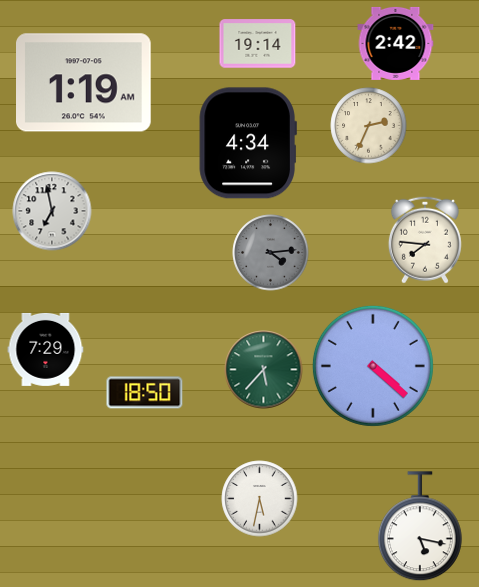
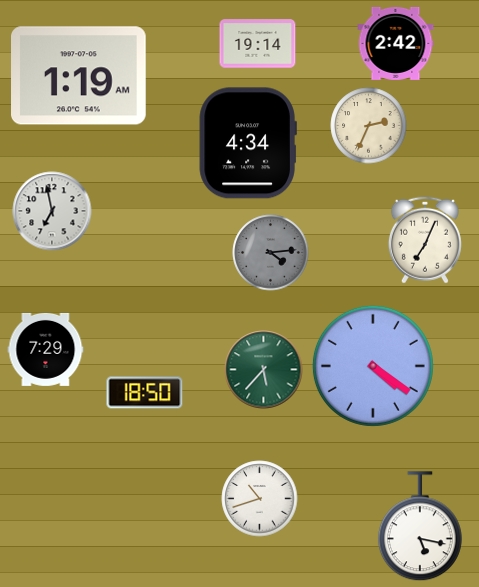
clock at (84, 83) position: (84, 83) -> (79, 76)
clock at (425, 240): 7:46 -> 7:04
clock at (373, 366): 4:22 -> 4:21
clock at (260, 499): 5:32 -> 10:42
